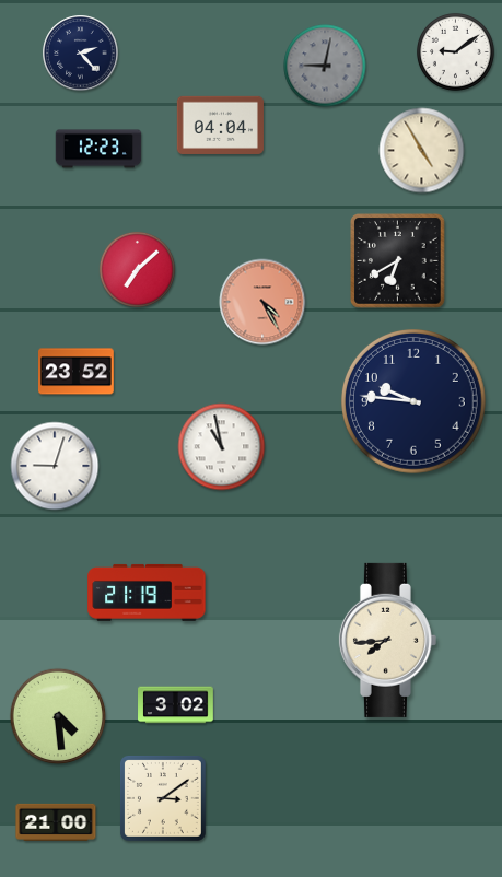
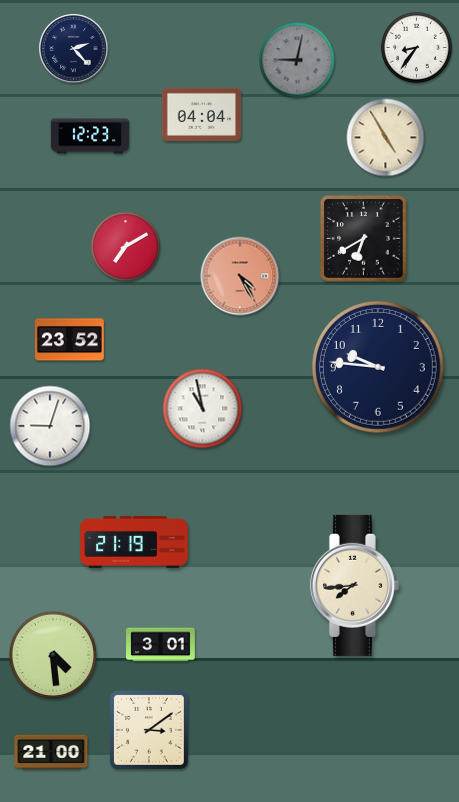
clock at (455, 51): 9:09 -> 8:36
clock at (137, 269): 7:08 -> 7:10
clock at (176, 705): 3:02 -> 3:01
